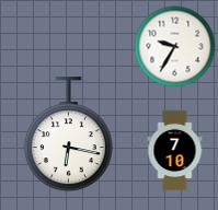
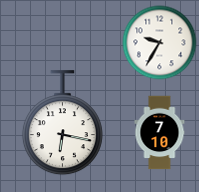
clock at (175, 151) position: (175, 151) -> (160, 133)
